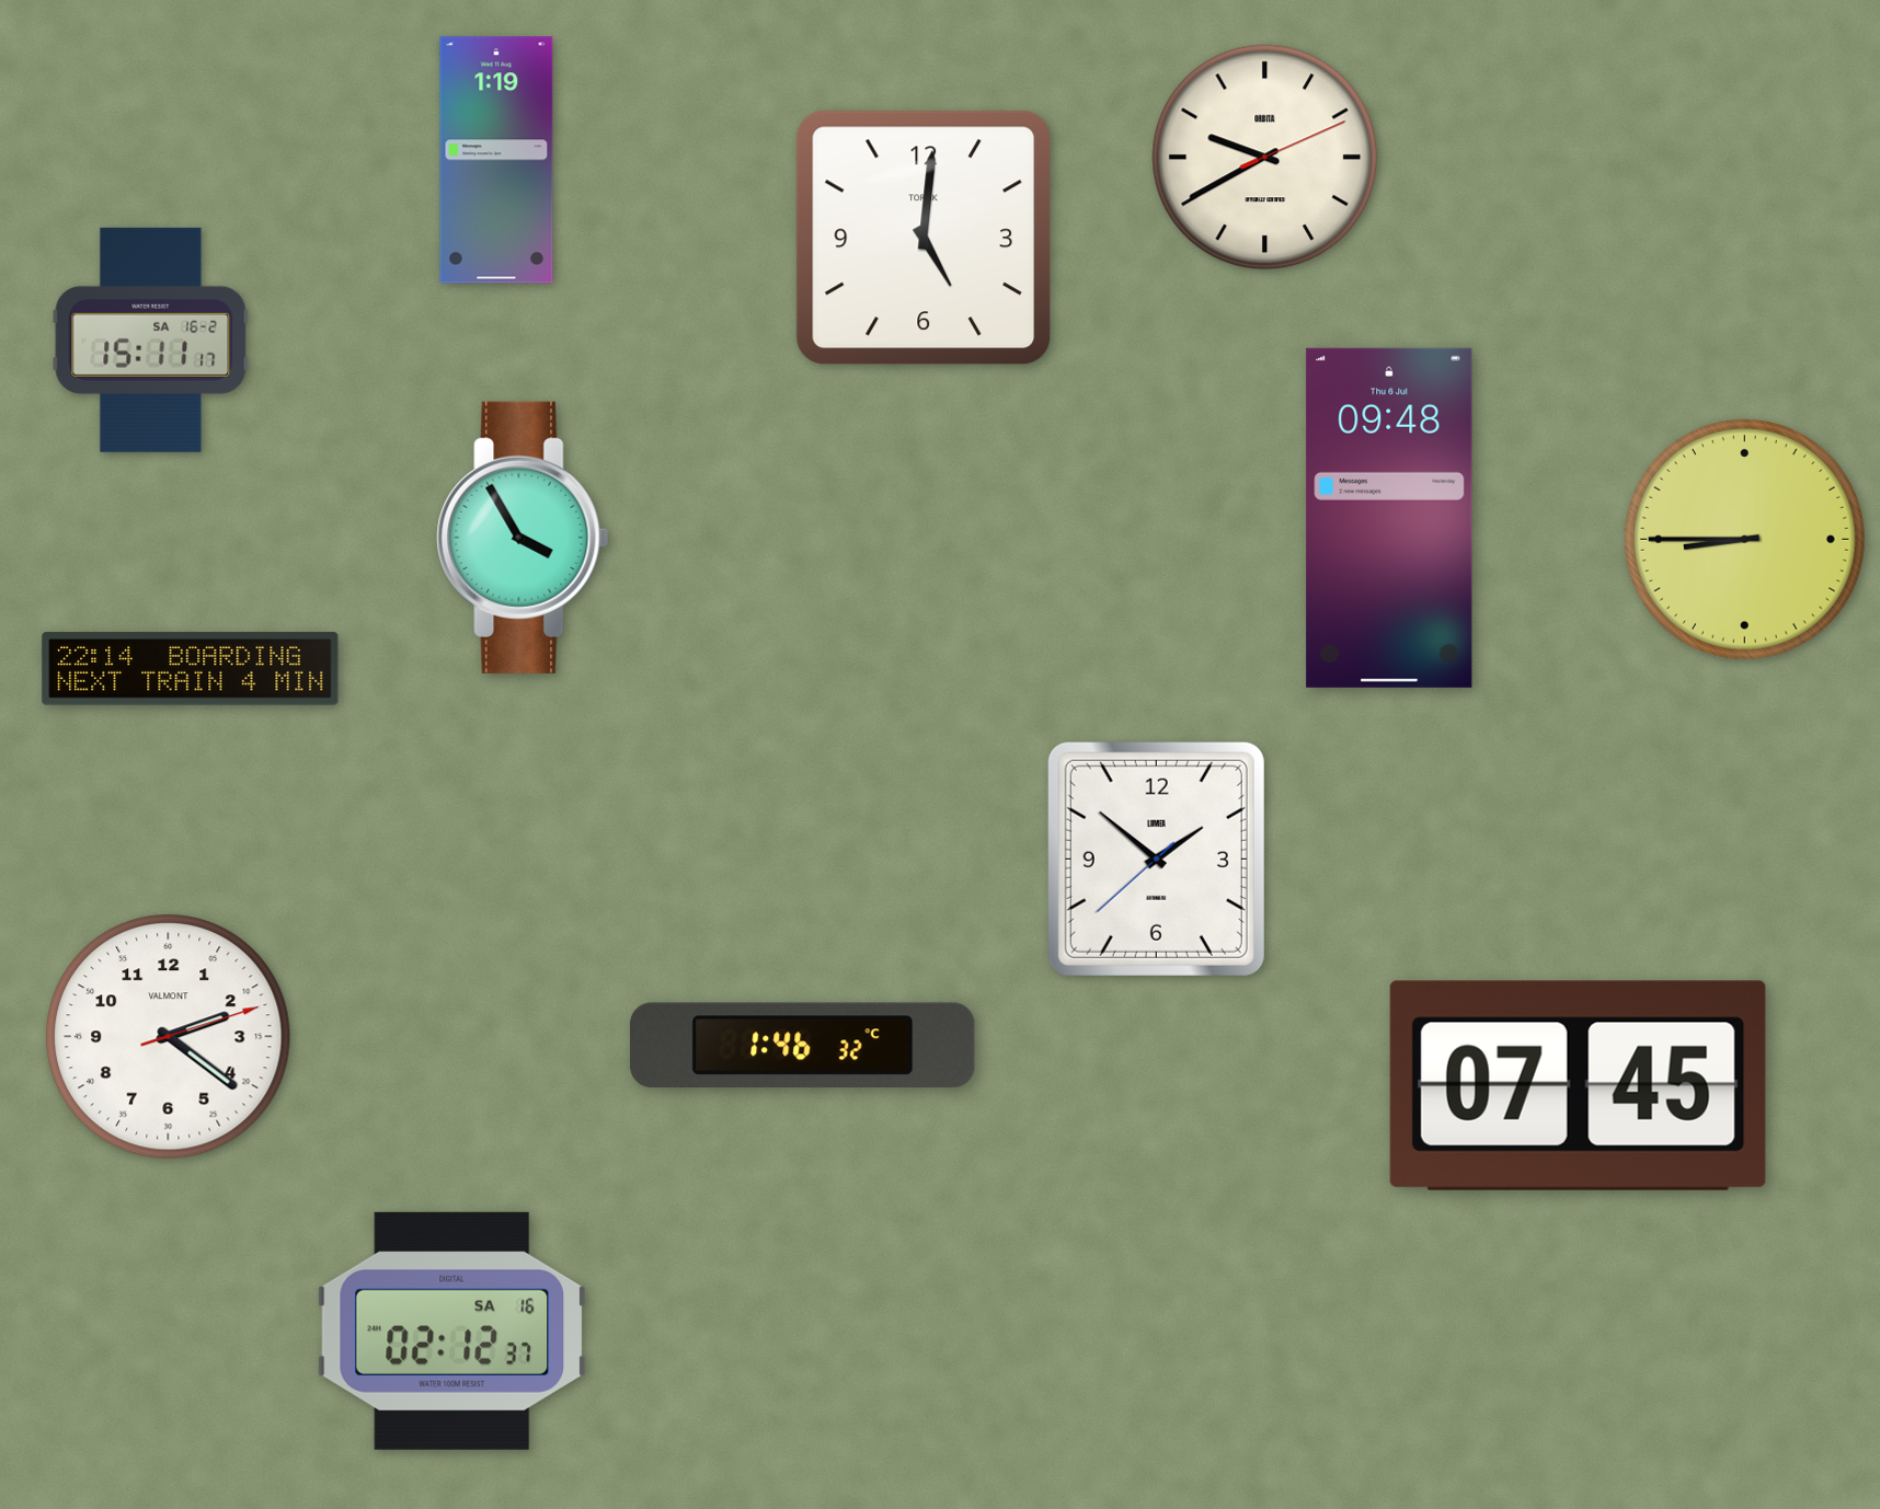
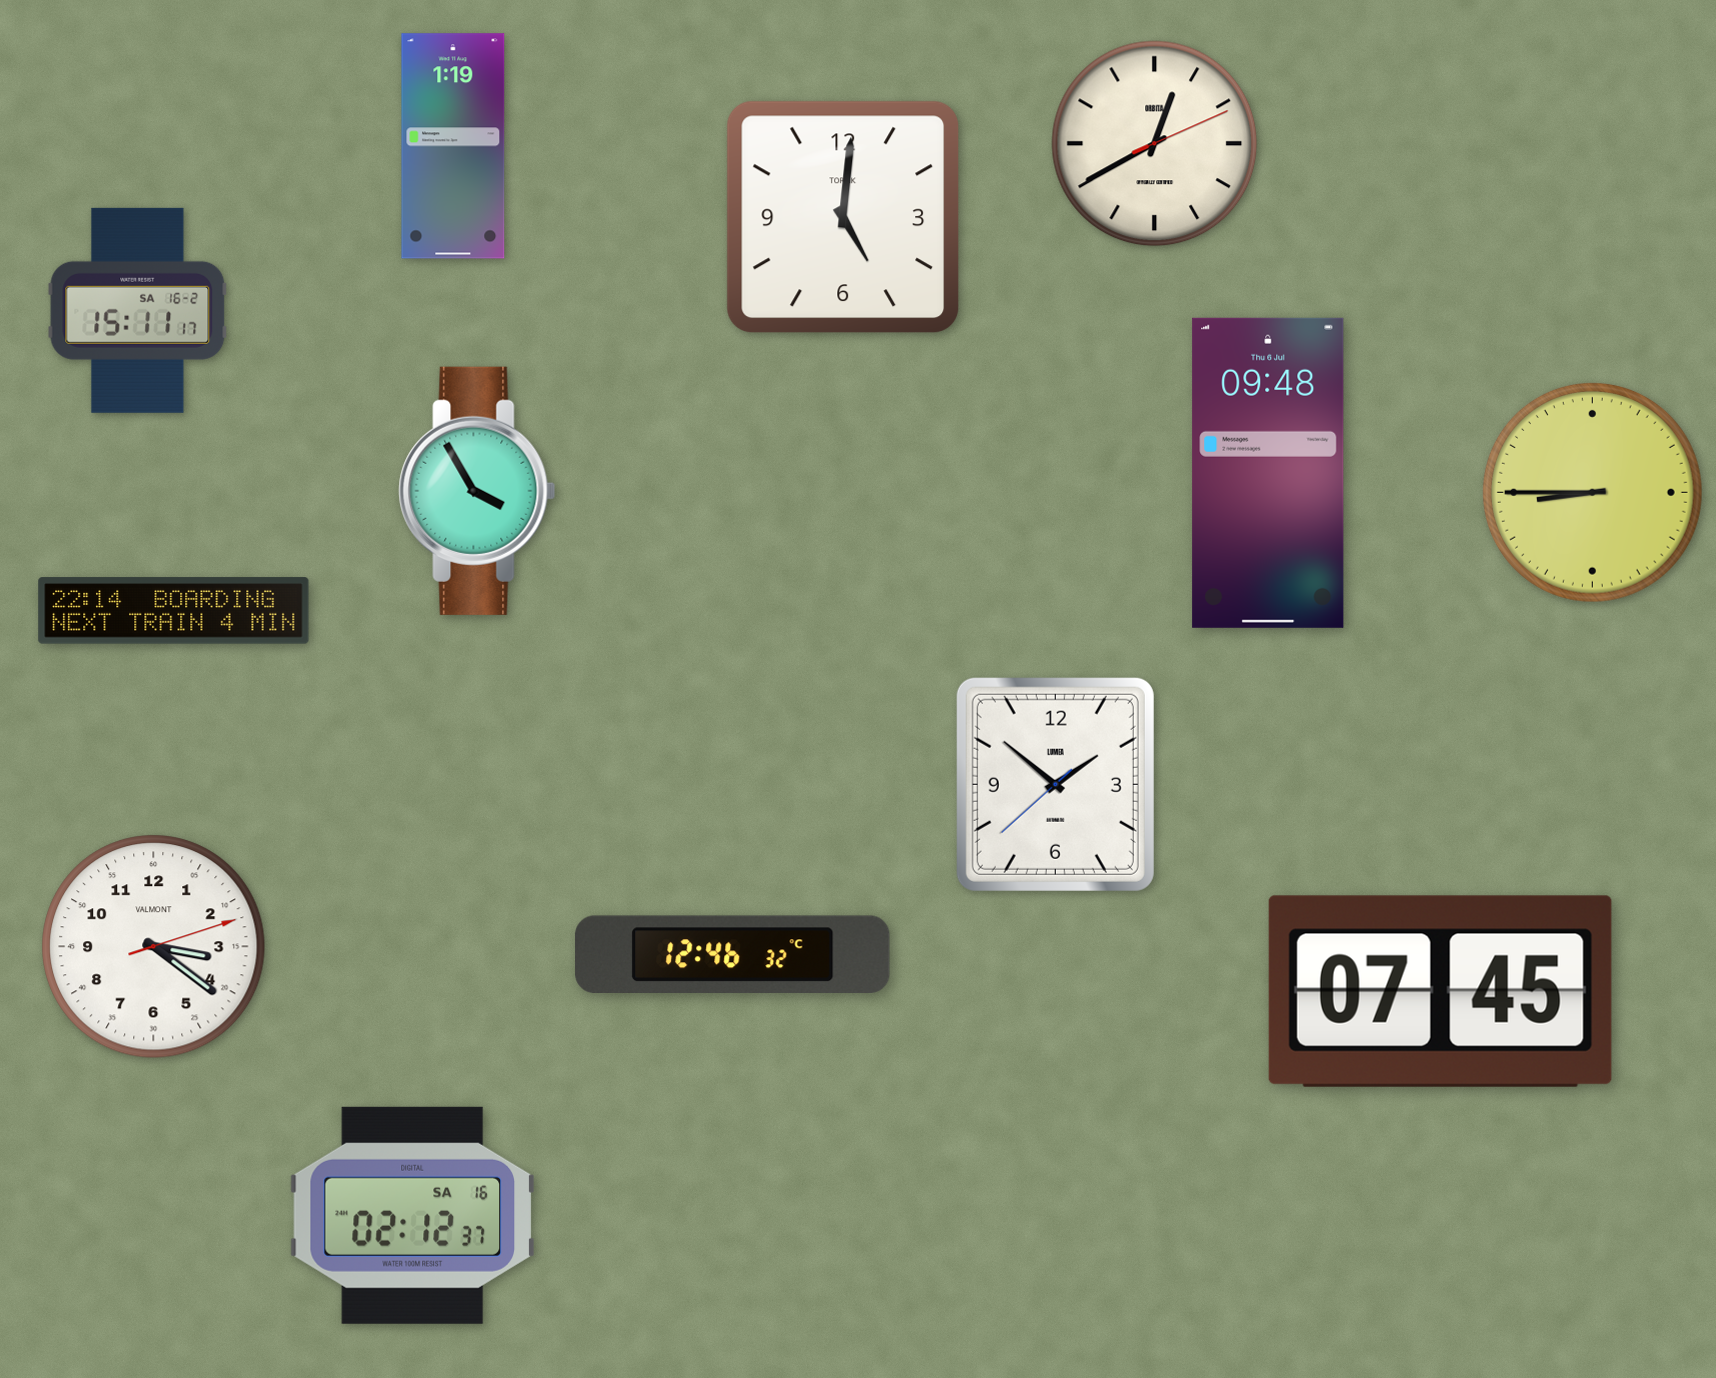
clock at (1265, 158): 9:40 -> 12:40
clock at (169, 1037): 2:21 -> 3:21
clock at (803, 1045): 1:46 -> 12:46
